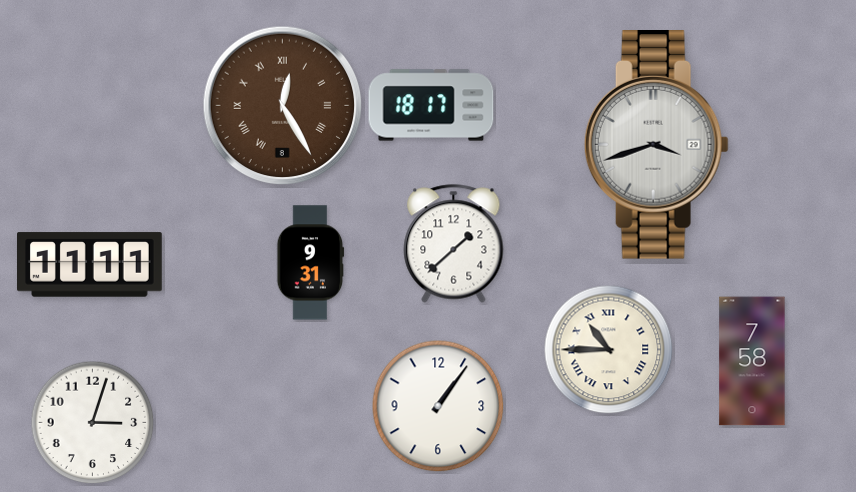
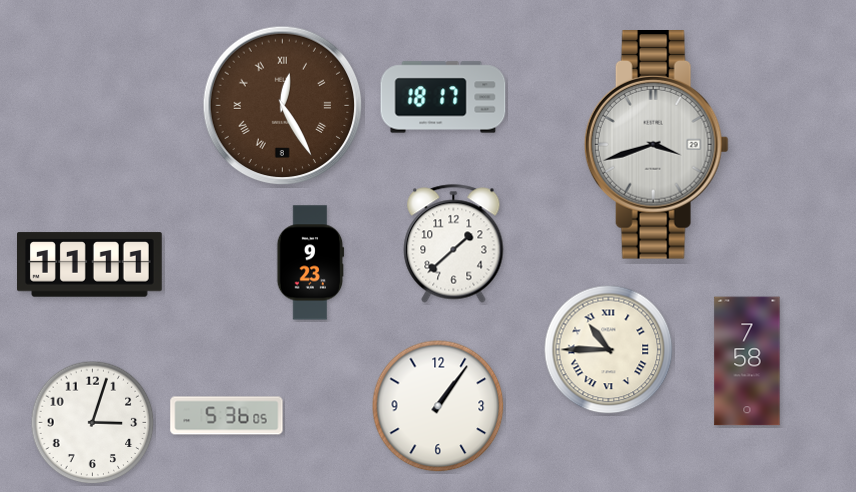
clock at (431, 105) position: (431, 105) -> (443, 97)
clock at (311, 263): 9:31 -> 9:23
clock at (752, 361) position: (752, 361) -> (747, 361)
clock at (227, 416): none -> 5:36
